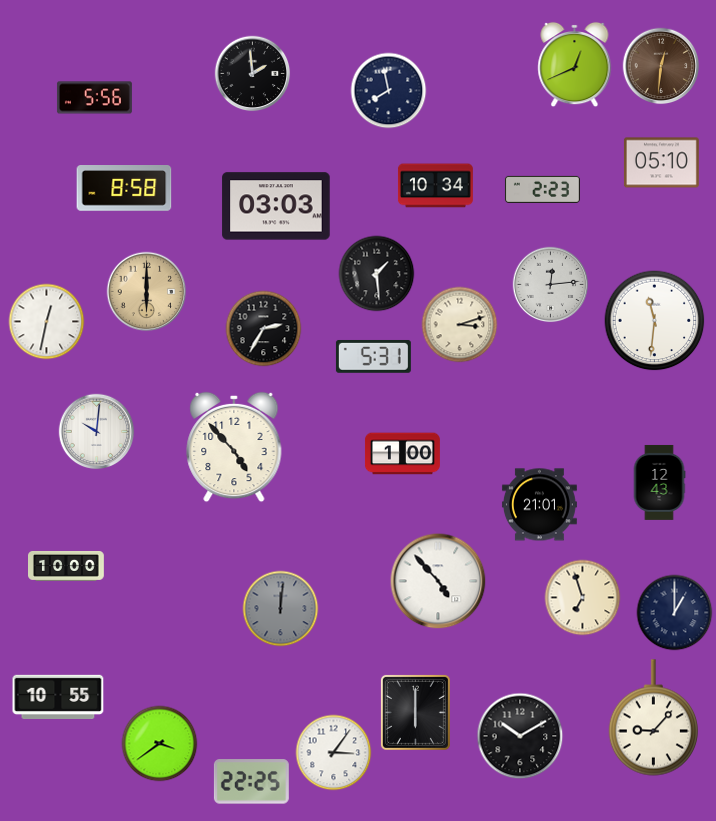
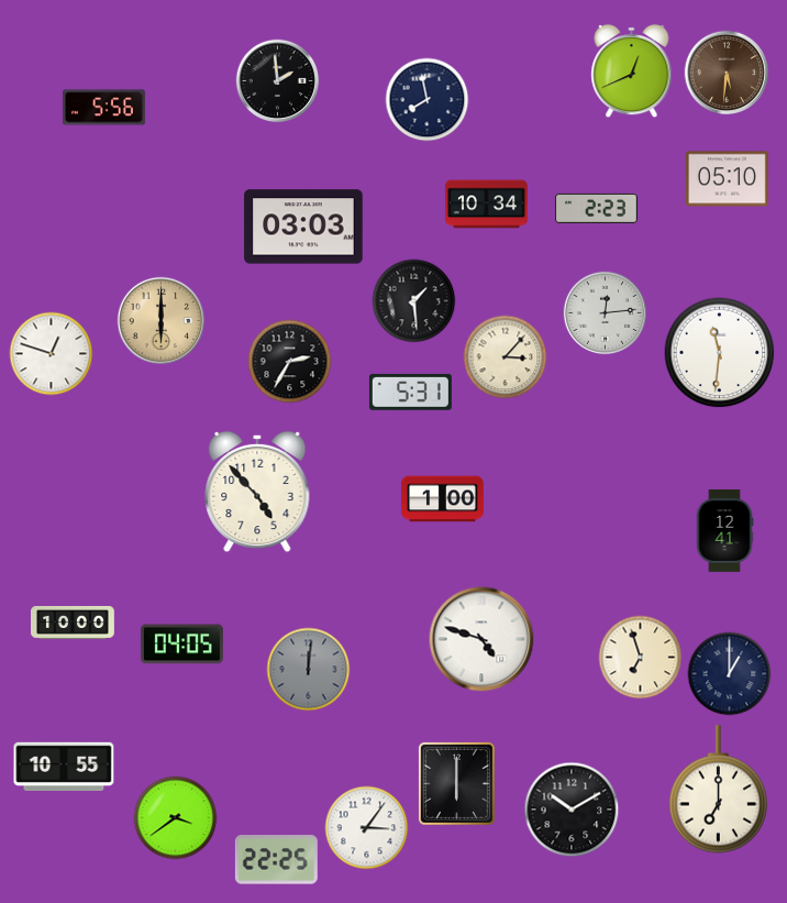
clock at (661, 66): 12:31 -> 5:31
clock at (435, 186) position: (435, 186) -> (486, 205)
clock at (124, 188): 8:58 -> none
clock at (47, 322): 12:32 -> 12:48
clock at (460, 325): 3:12 -> 3:07
clock at (97, 432): 10:01 -> none
clock at (659, 482): 12:43 -> 12:41
clock at (539, 505): 21:01 -> none
clock at (438, 581): 4:53 -> 4:48
clock at (181, 645): none -> 04:05
clock at (675, 613) position: (675, 613) -> (730, 674)
clock at (653, 718): 9:07 -> 7:00
